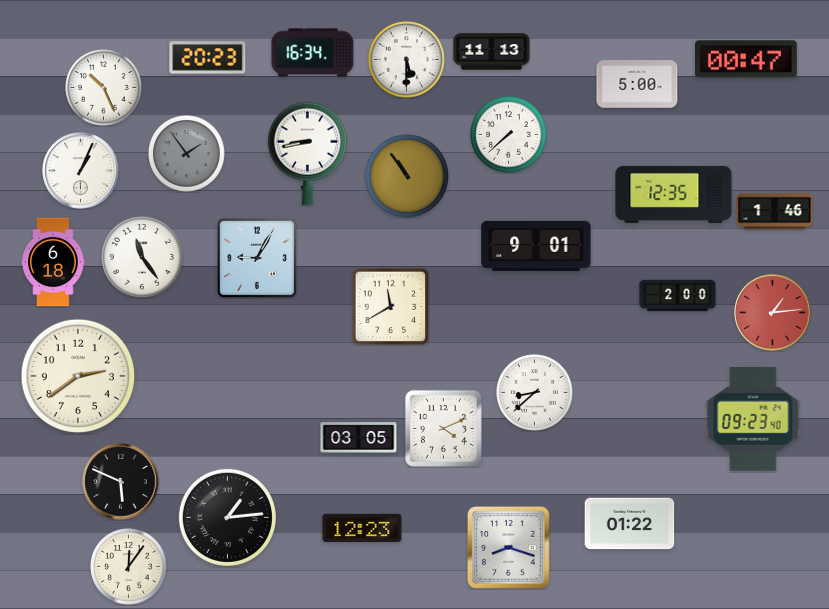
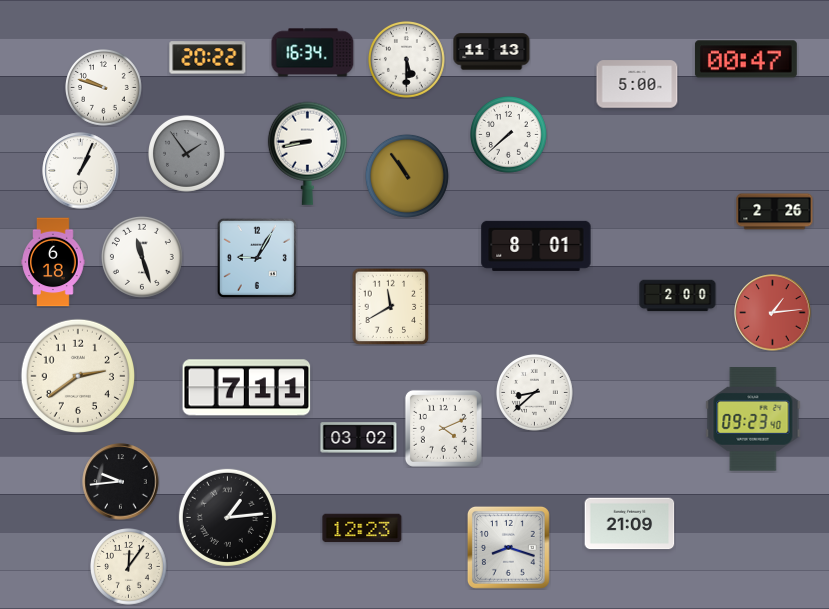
clock at (208, 58): 20:23 -> 20:22
clock at (104, 88): 10:26 -> 9:48
clock at (674, 194): 12:35 -> none
clock at (775, 212): 1:46 -> 2:26
clock at (536, 246): 9:01 -> 8:01
clock at (142, 257): 11:24 -> 11:27
clock at (247, 388): none -> 7:11
clock at (359, 438): 03:05 -> 03:02
clock at (121, 482): 5:49 -> 9:44
clock at (630, 524): 01:22 -> 21:09
